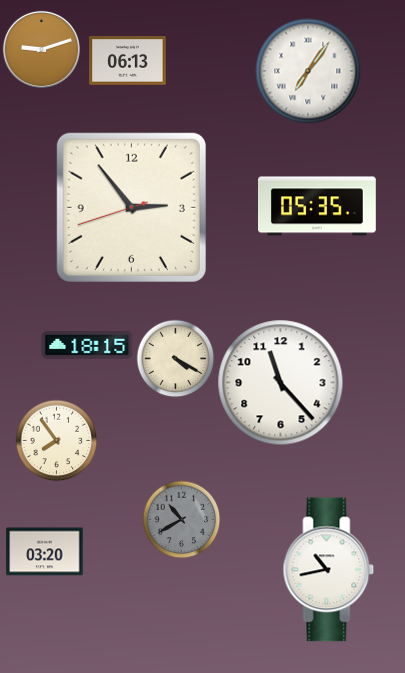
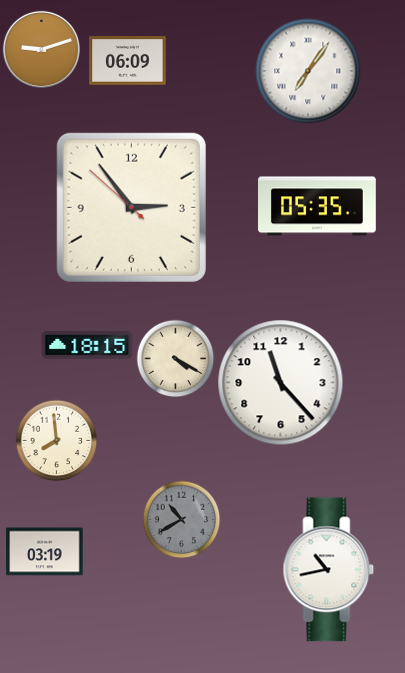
clock at (128, 61): 06:13 -> 06:09
clock at (131, 207): 2:53:42 -> 2:53:52
clock at (56, 440): 7:54 -> 7:59
clock at (45, 552): 03:20 -> 03:19
